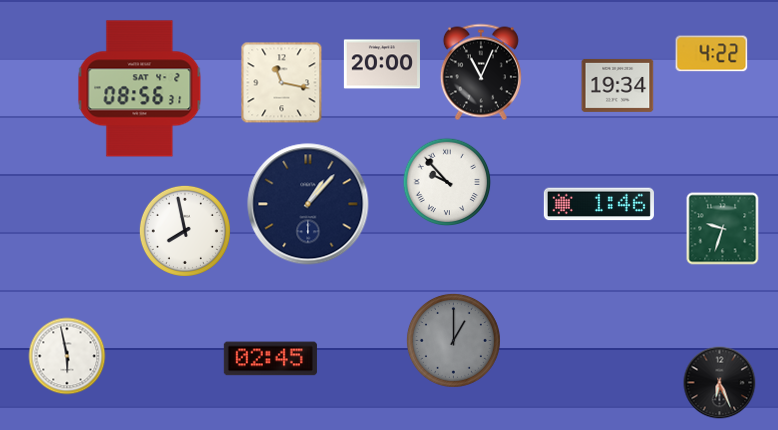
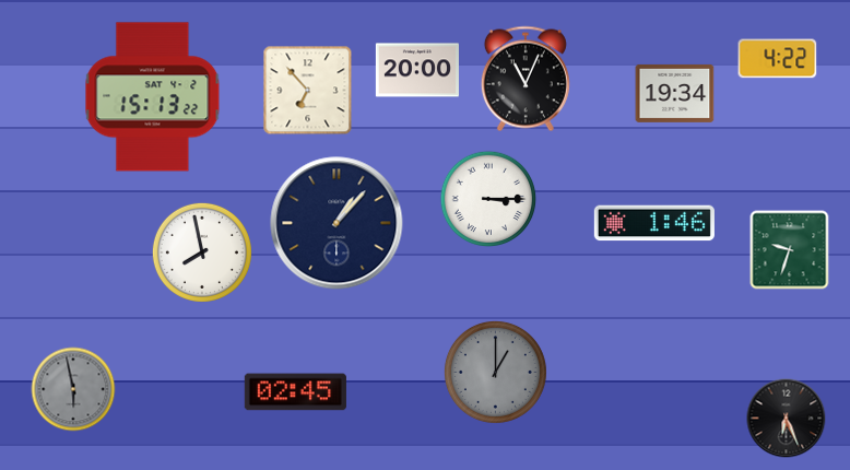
clock at (282, 83): 11:17 -> 6:53
clock at (140, 89): 08:56 -> 15:13
clock at (447, 182): 9:53 -> 3:15
clock at (67, 356) dial: white -> grey
